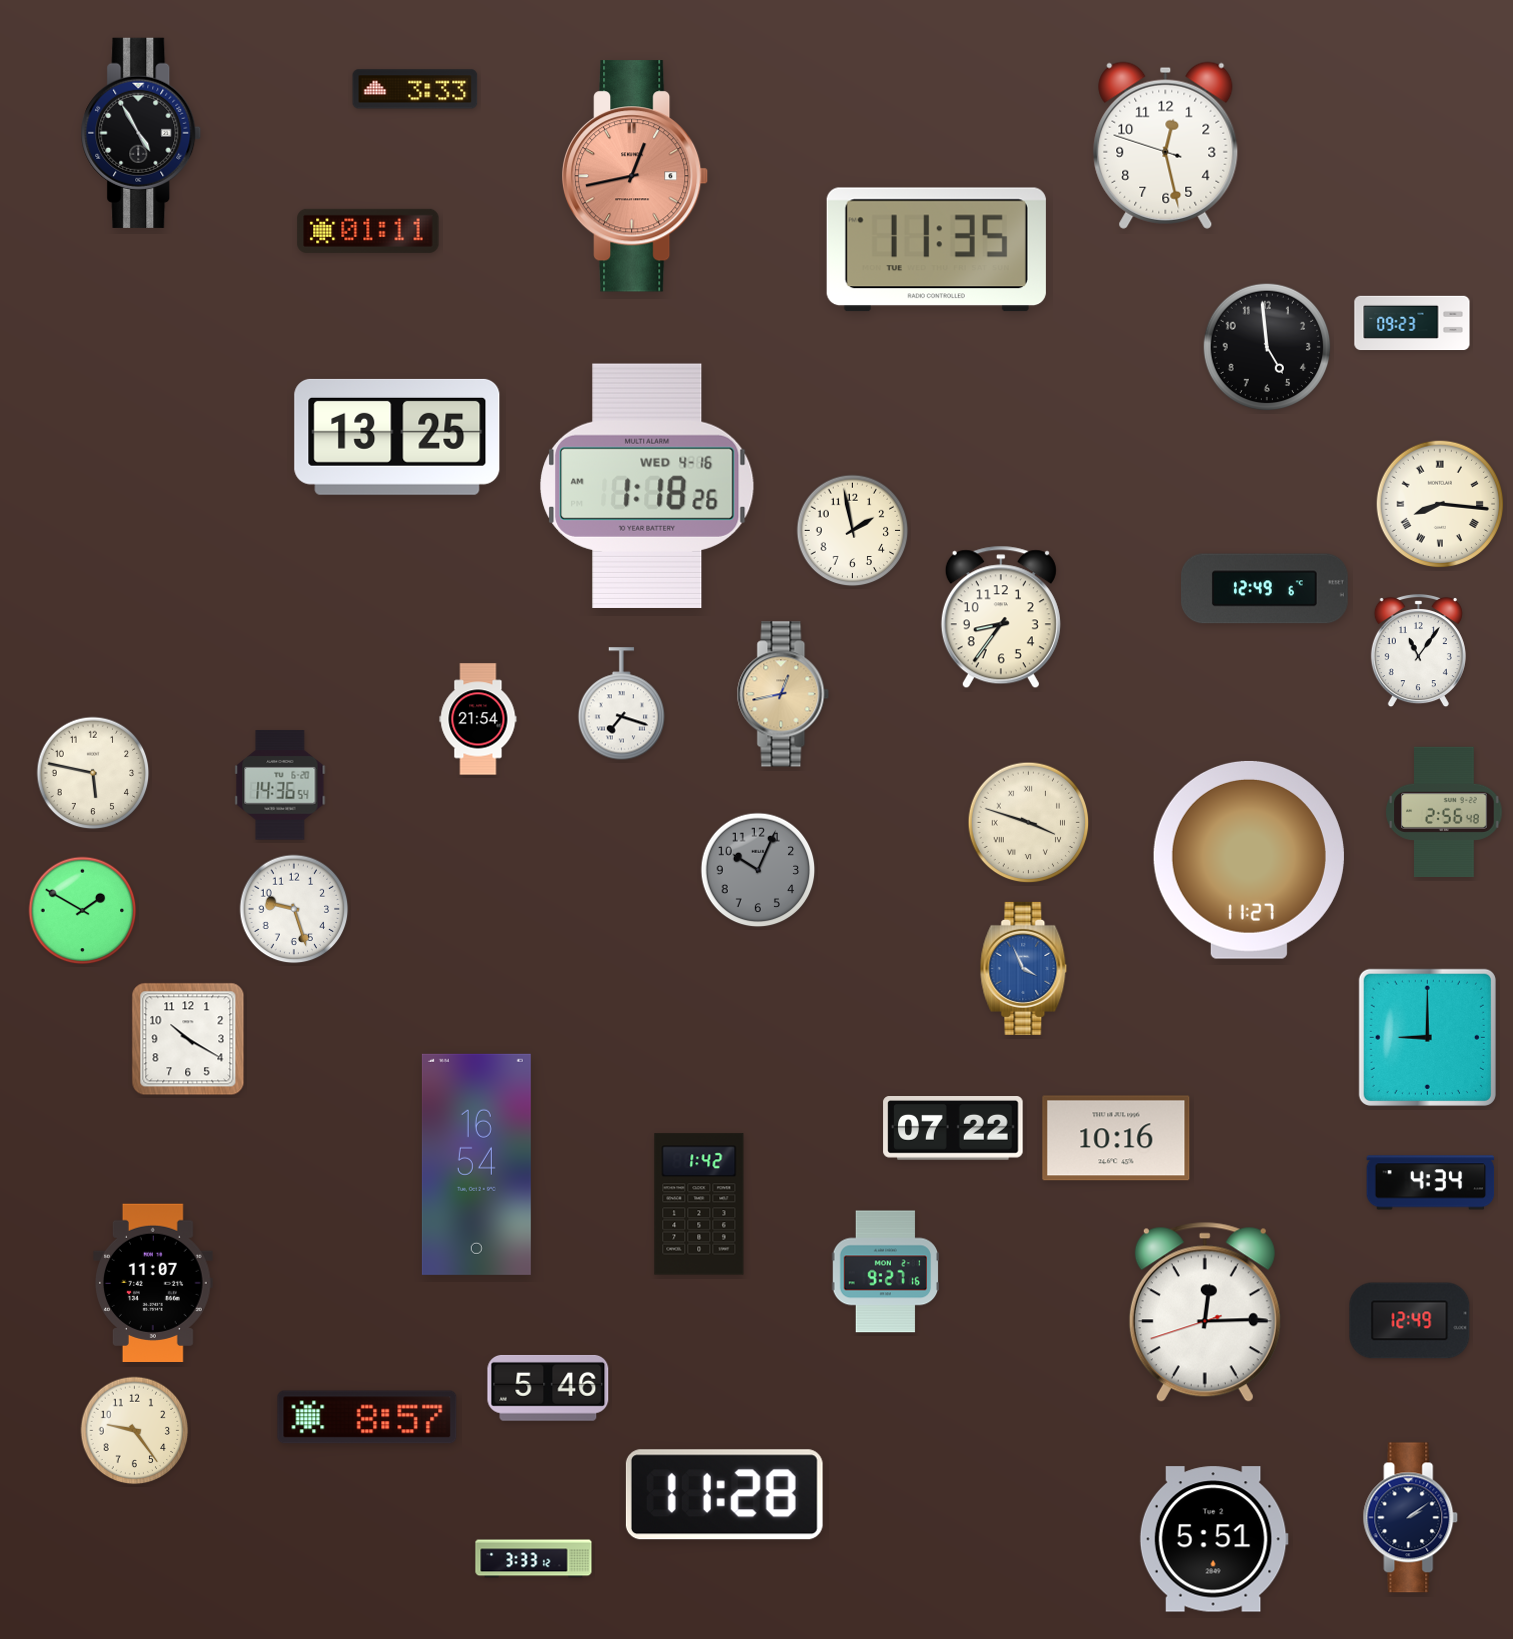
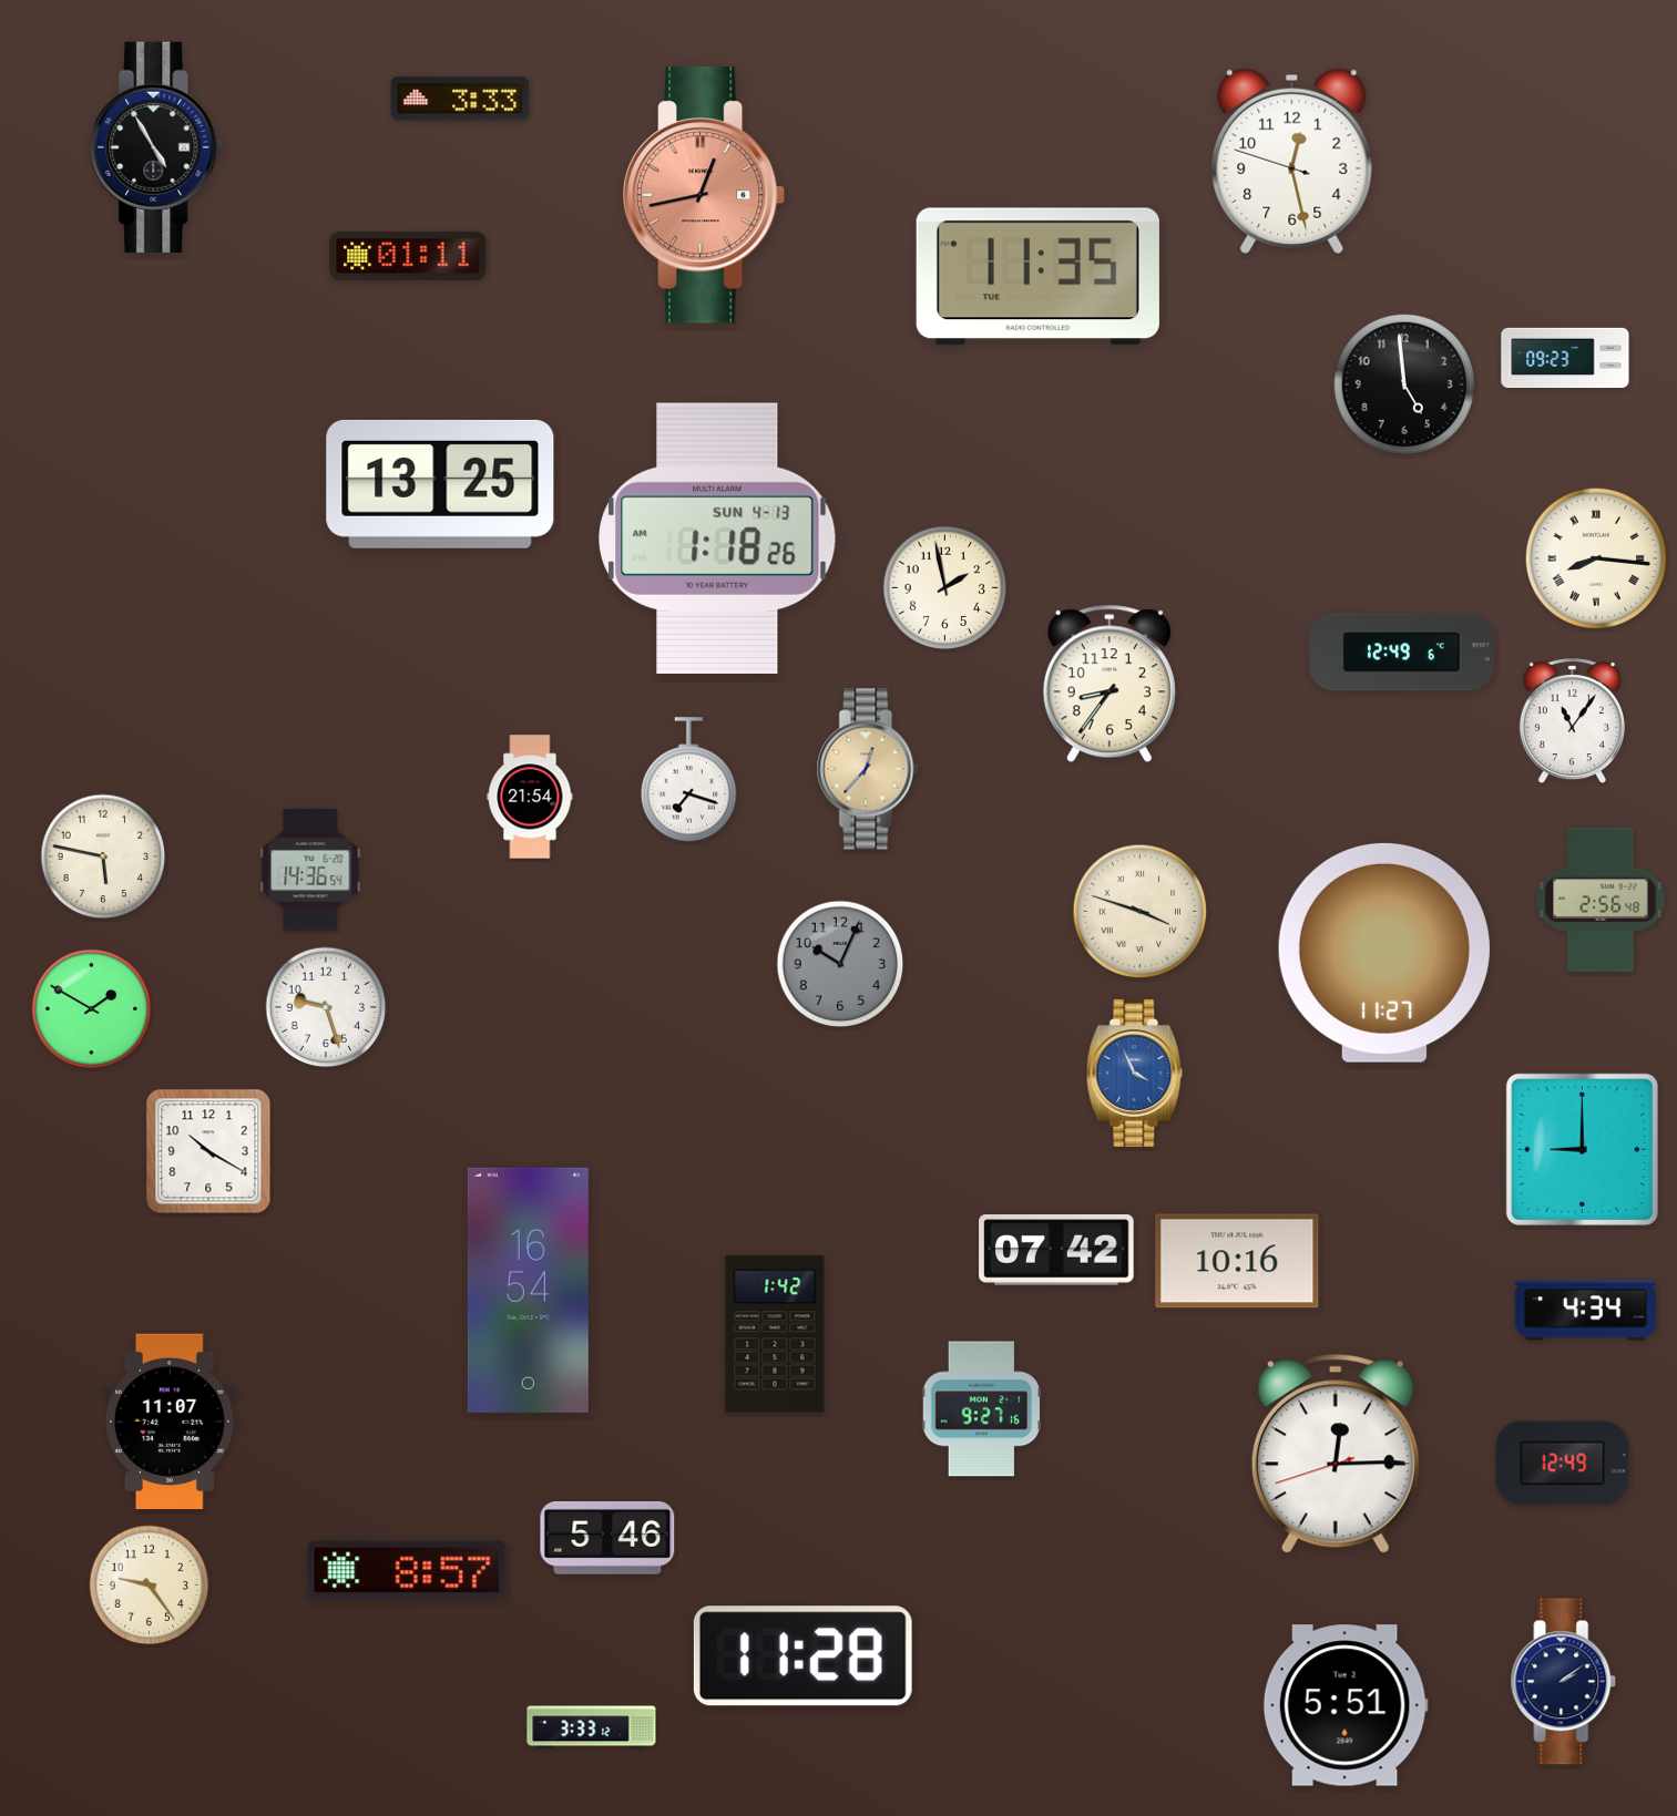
clock at (647, 486) date: WED 4-16 -> SUN 4-13
clock at (783, 694): 12:43 -> 12:37
clock at (953, 1129): 07:22 -> 07:42
